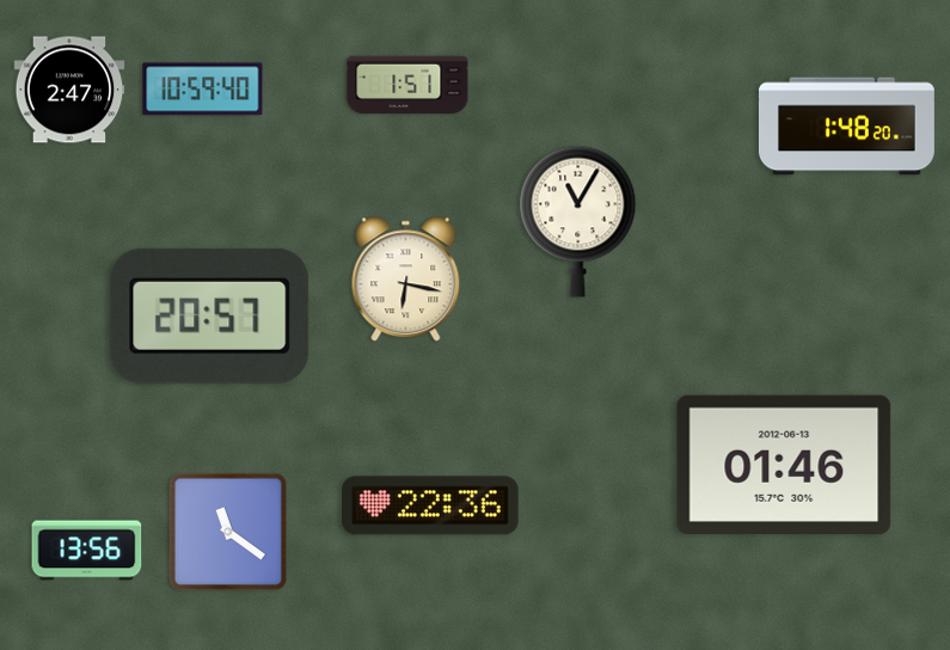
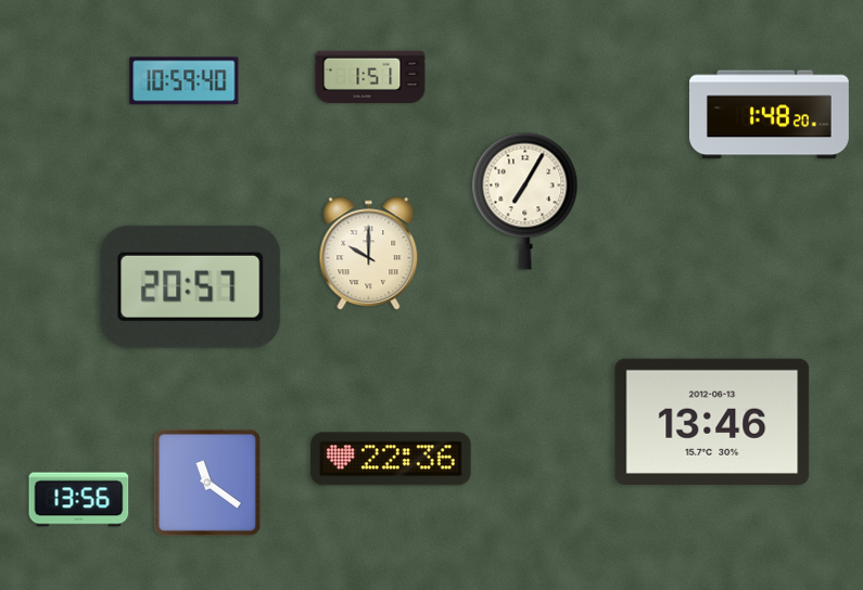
clock at (69, 90): 2:47 -> none
clock at (578, 221): 11:05 -> 7:05
clock at (406, 280): 6:17 -> 10:00
clock at (784, 465): 01:46 -> 13:46
